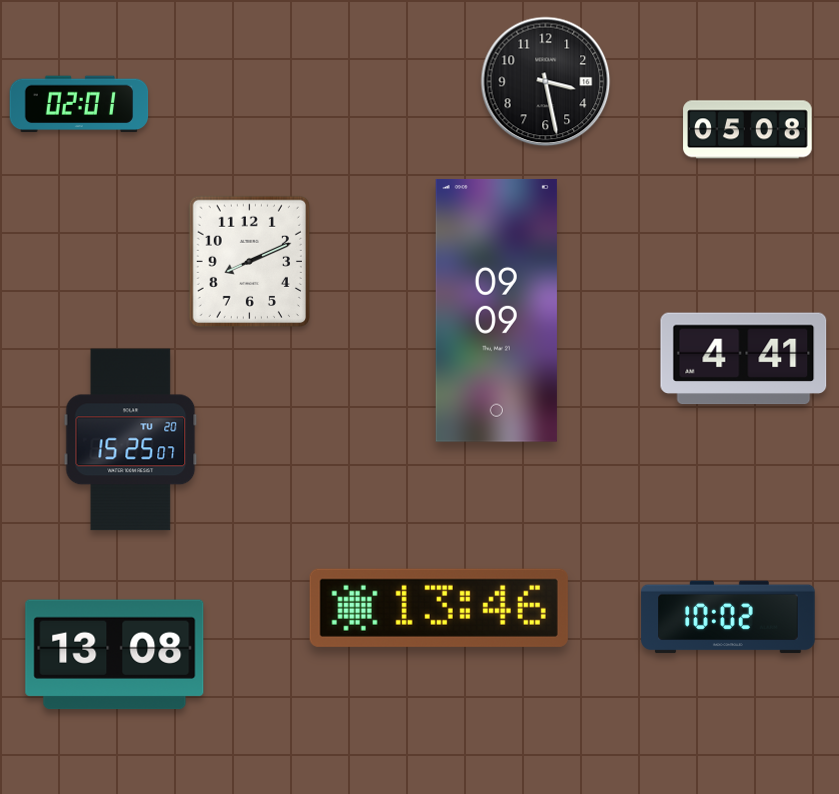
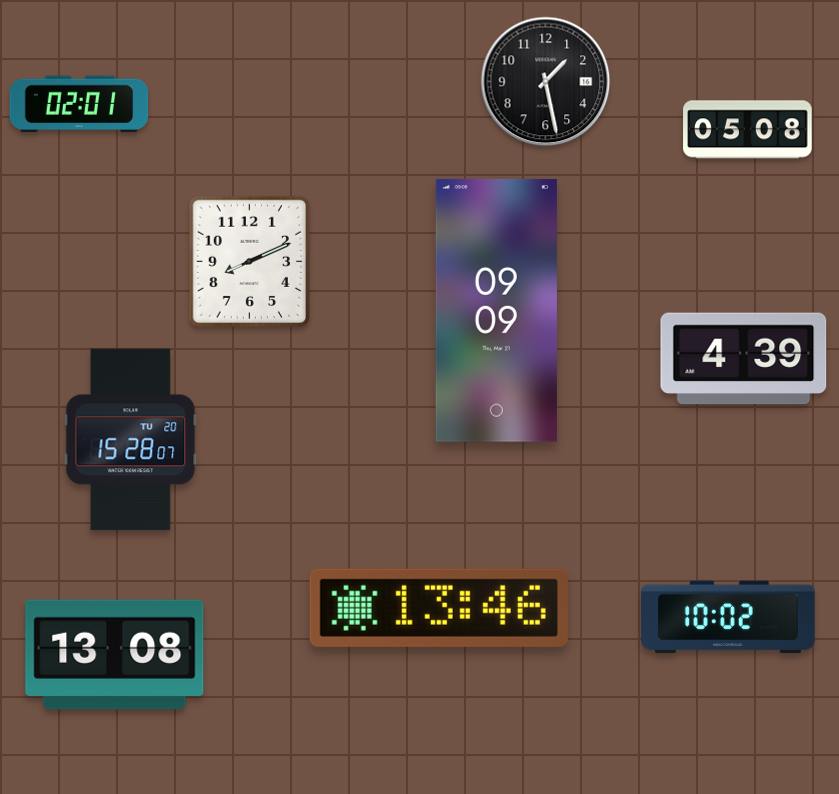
clock at (546, 82): 3:28 -> 1:28
clock at (744, 359): 4:41 -> 4:39
clock at (131, 440): 15:25 -> 15:28
